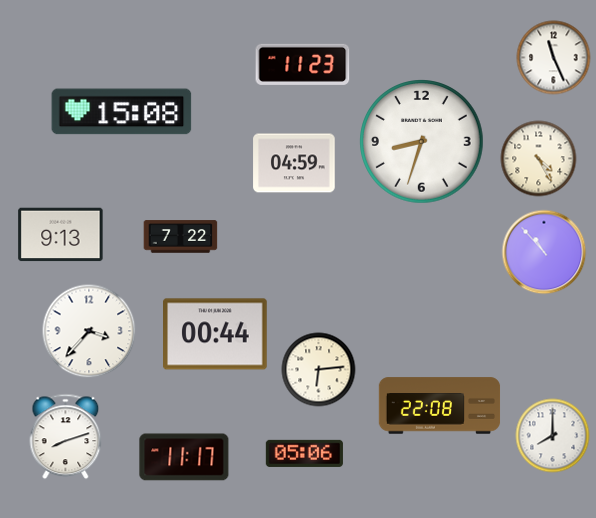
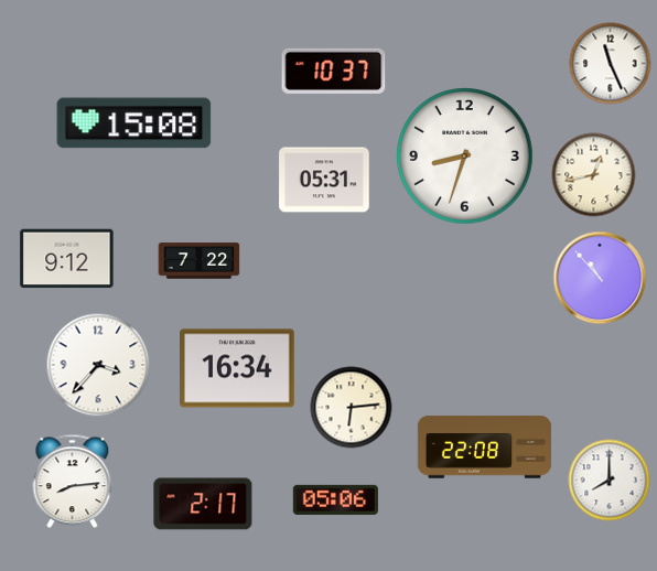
clock at (303, 64): 11:23 -> 10:37
clock at (539, 159): 4:25 -> 12:43
clock at (294, 163): 04:59 -> 05:31
clock at (61, 235): 9:13 -> 9:12
clock at (216, 334): 00:44 -> 16:34
clock at (66, 437): 8:12 -> 8:14
clock at (184, 457): 11:17 -> 2:17
